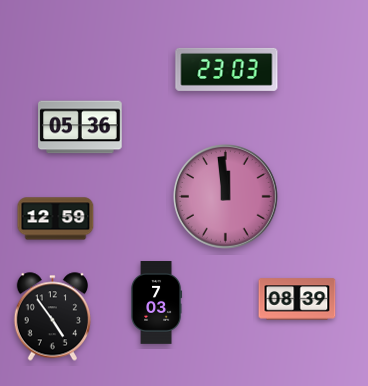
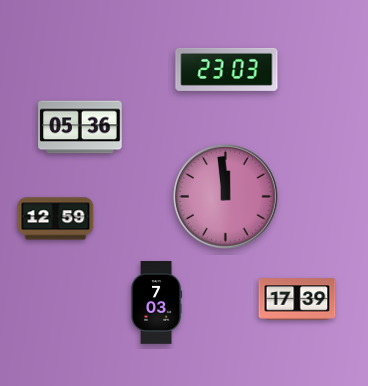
clock at (297, 299): 08:39 -> 17:39
clock at (52, 317): 4:54 -> none
